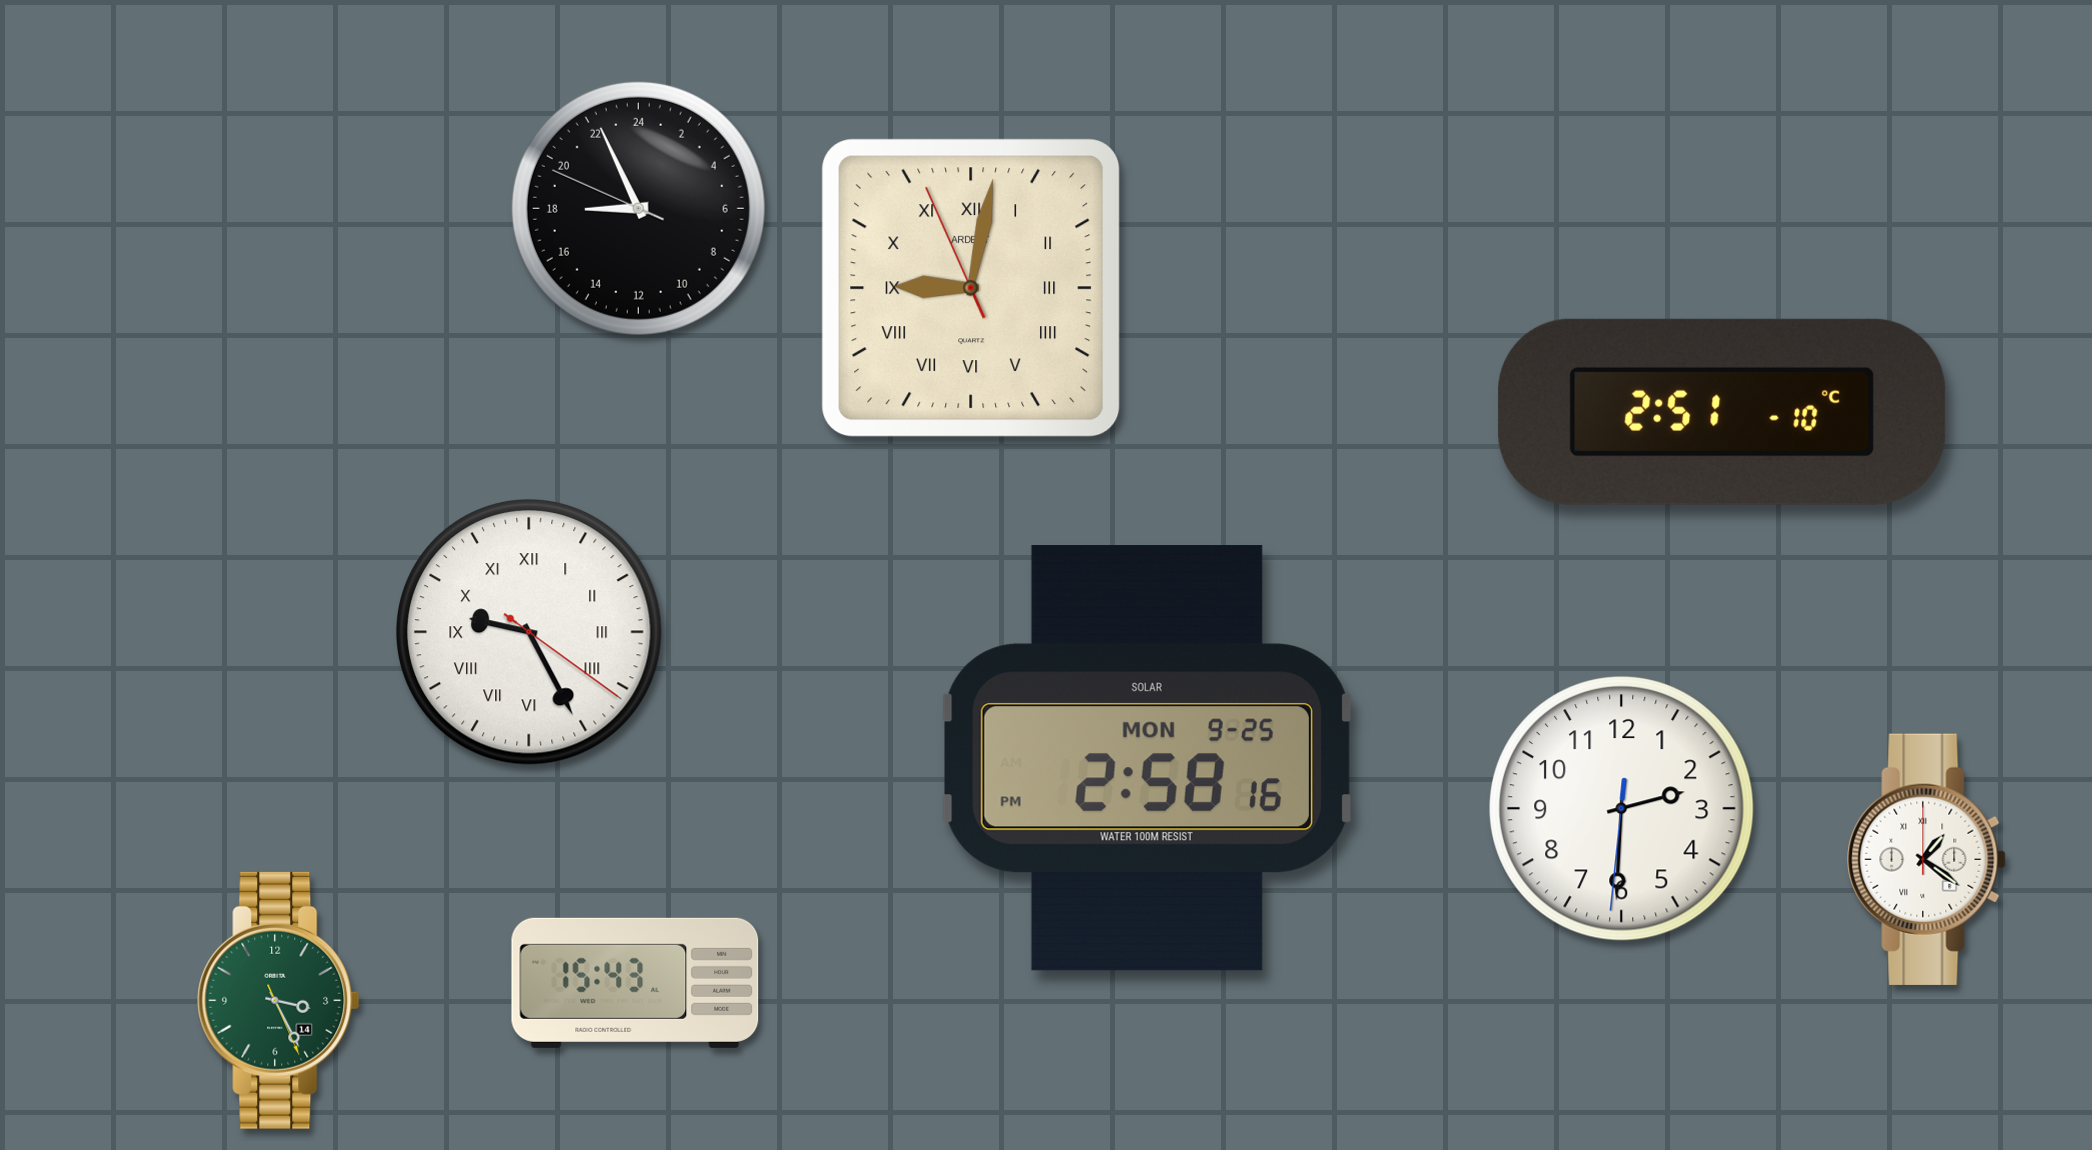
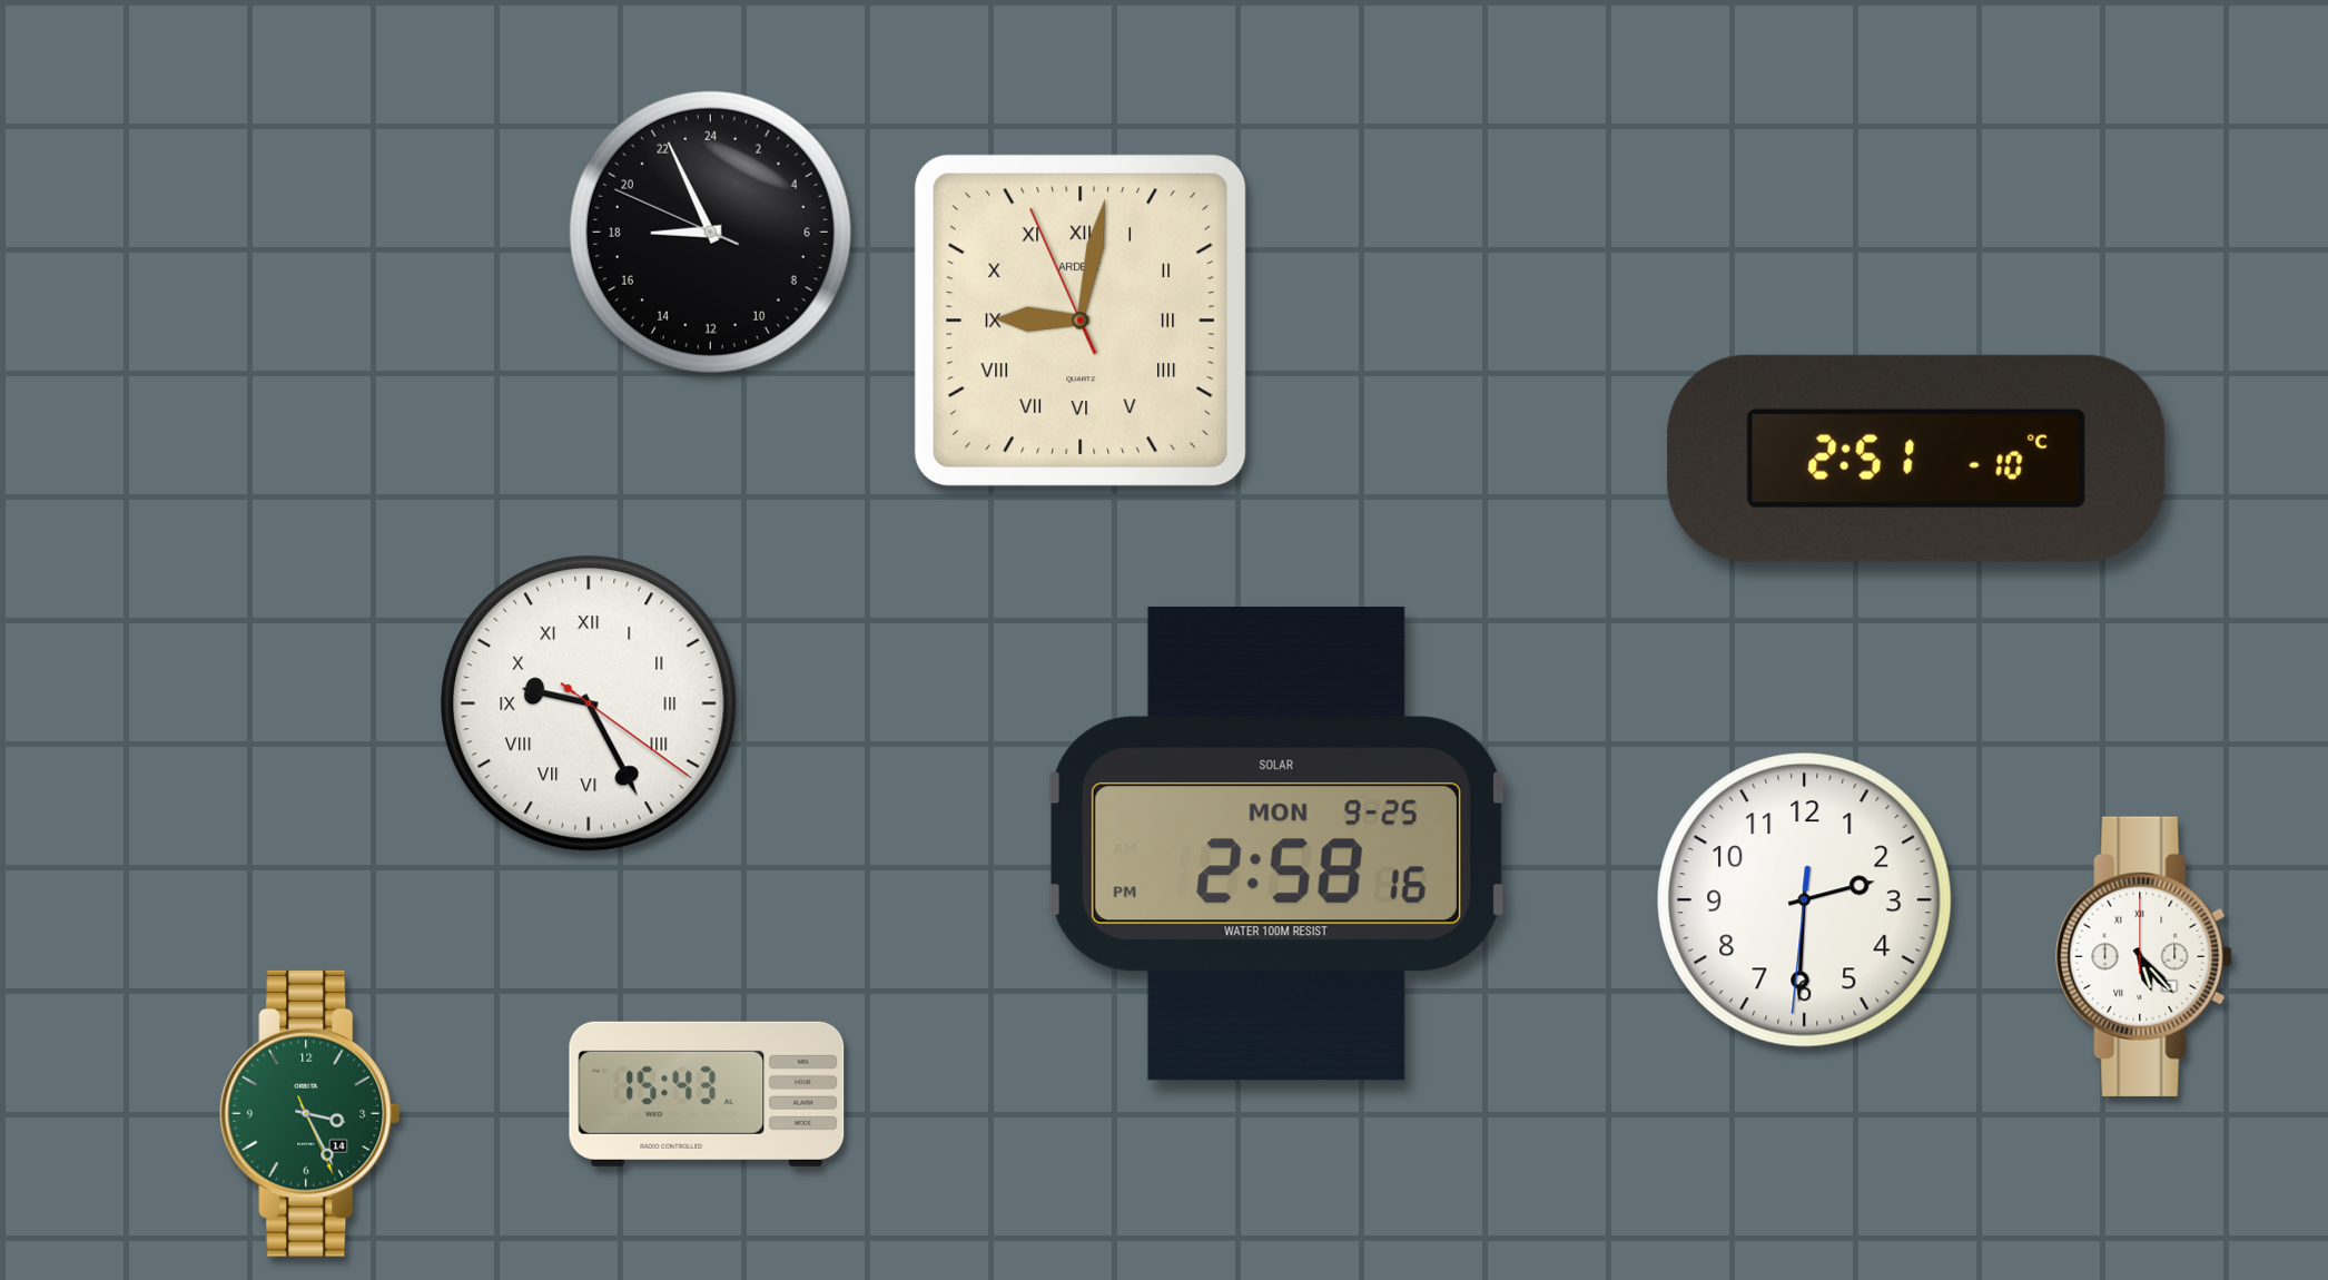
clock at (1927, 859): 1:21 -> 5:23
